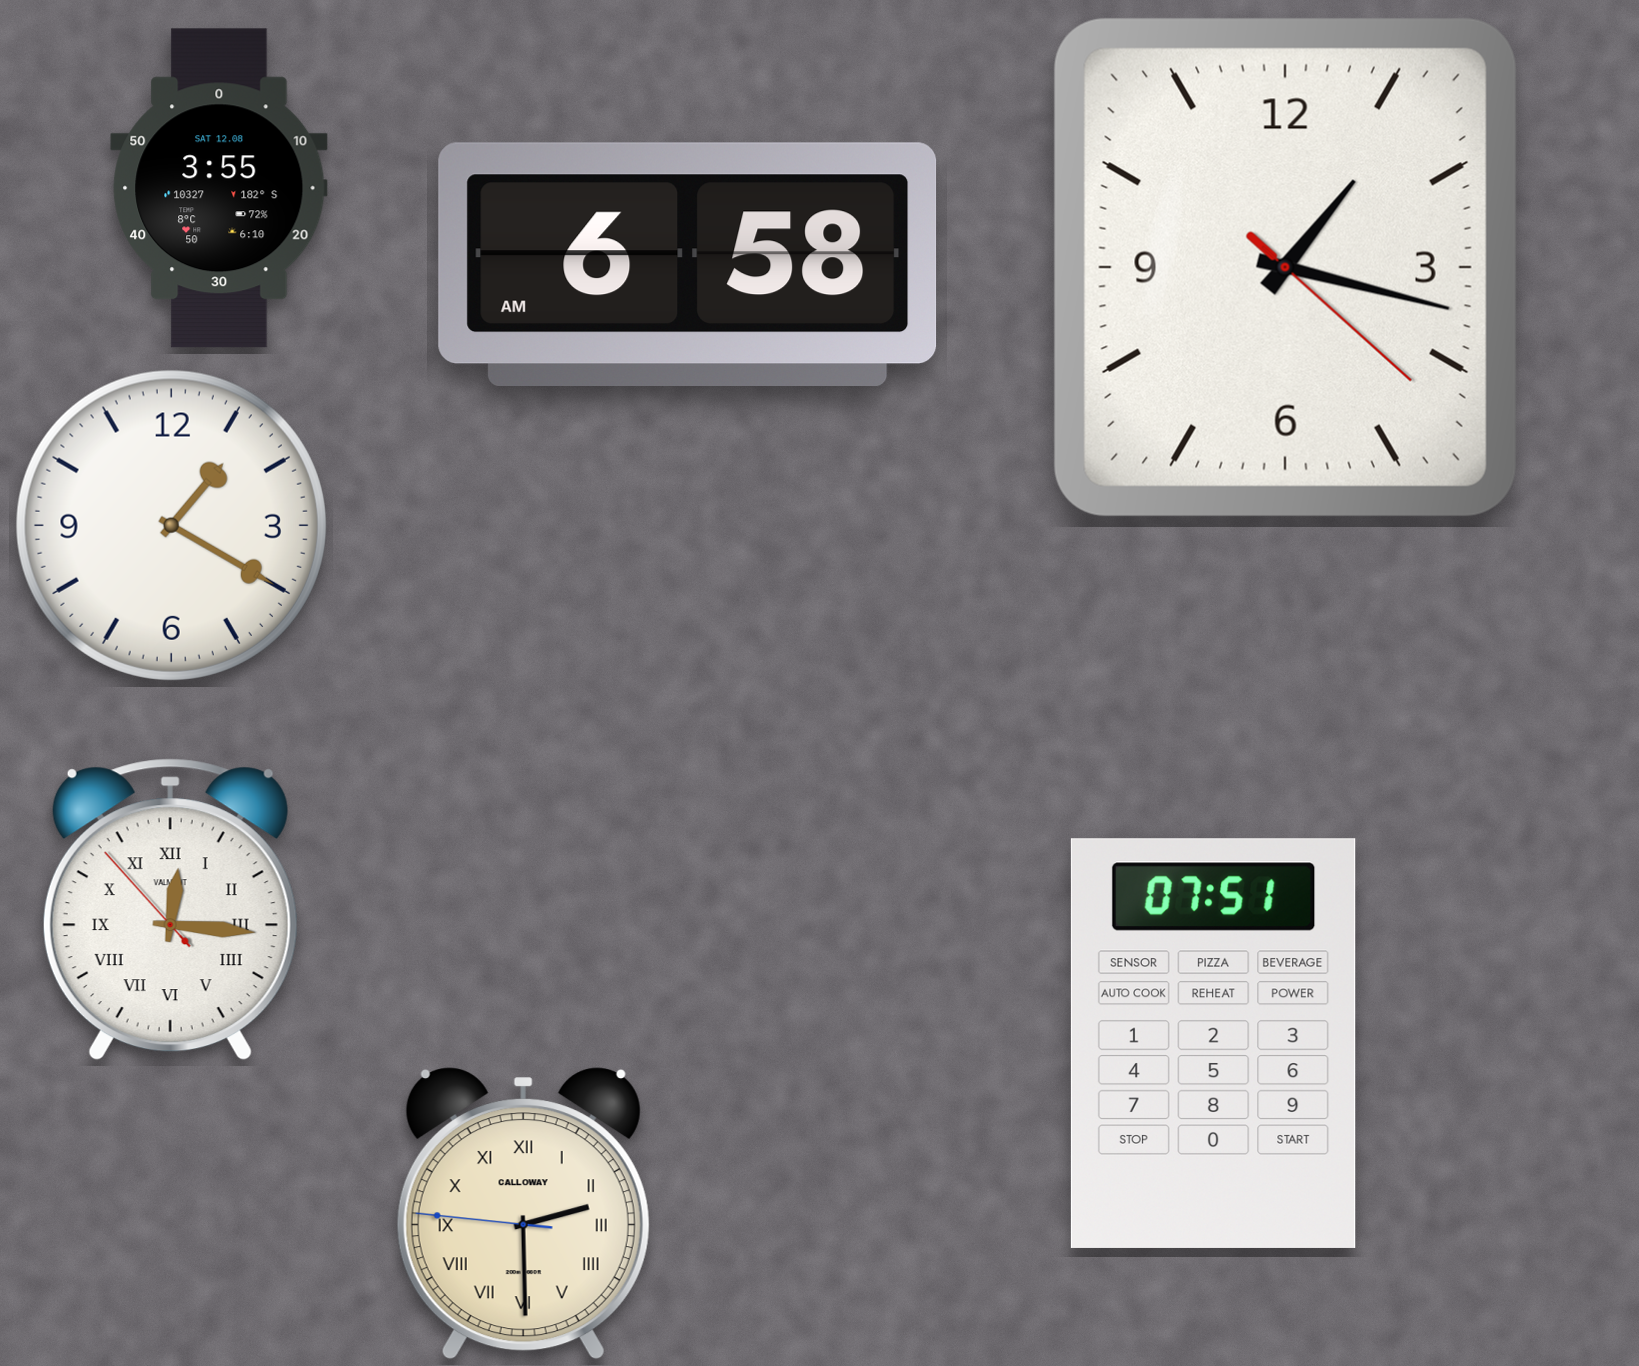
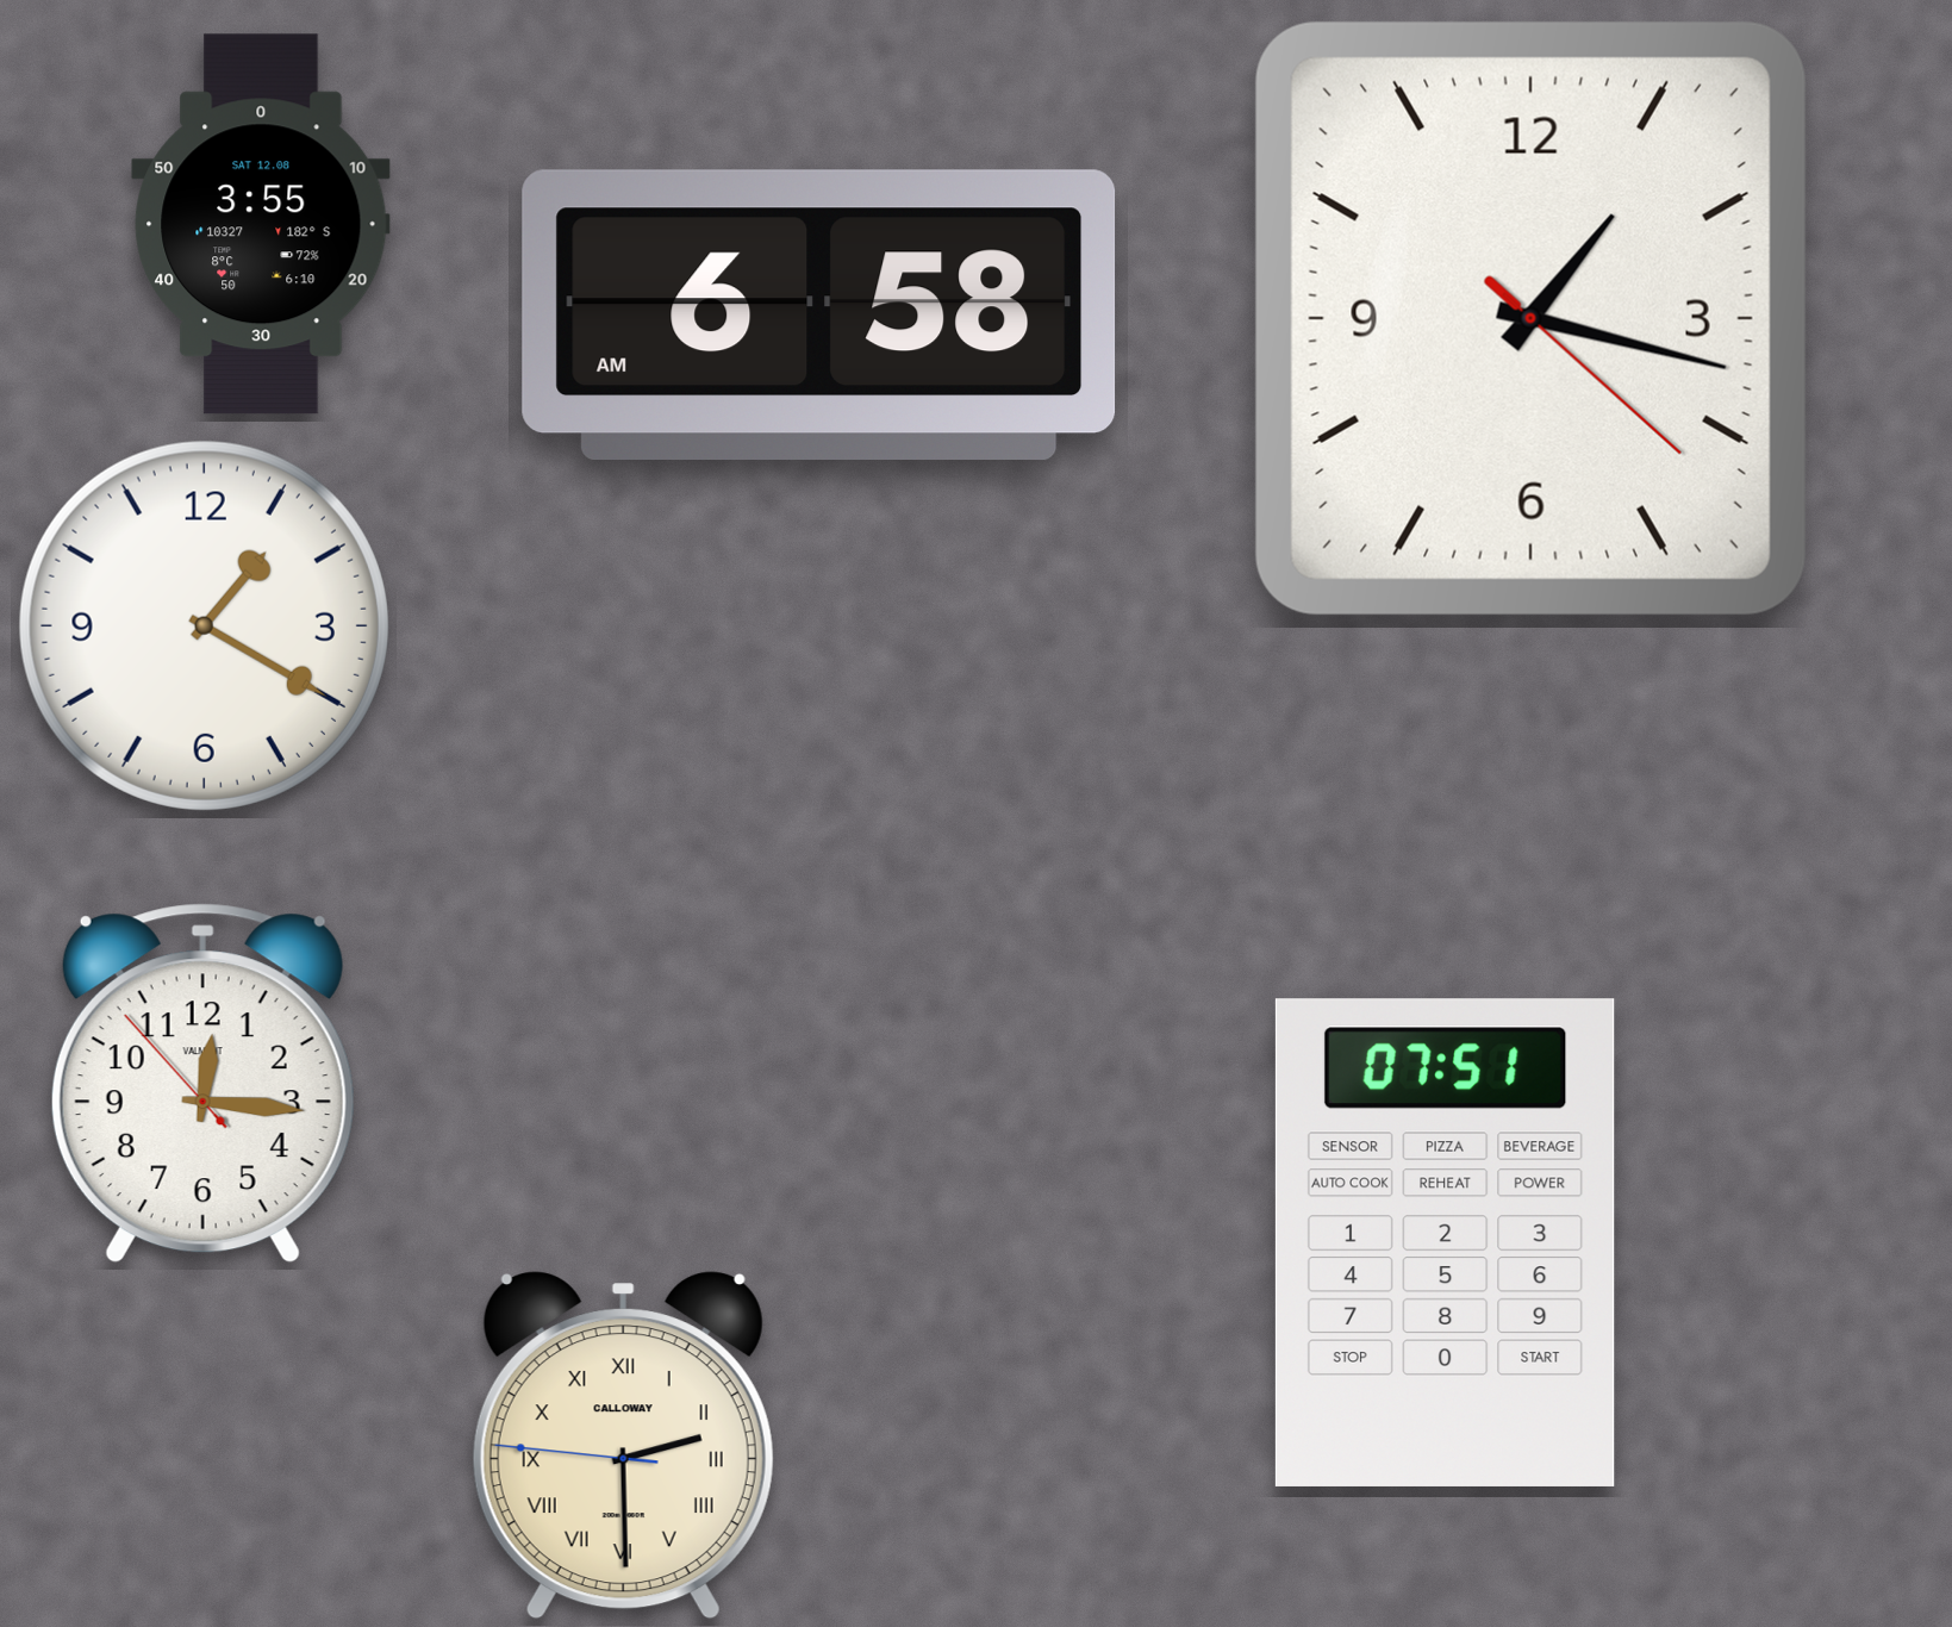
clock at (170, 910) numerals: Roman -> Arabic
